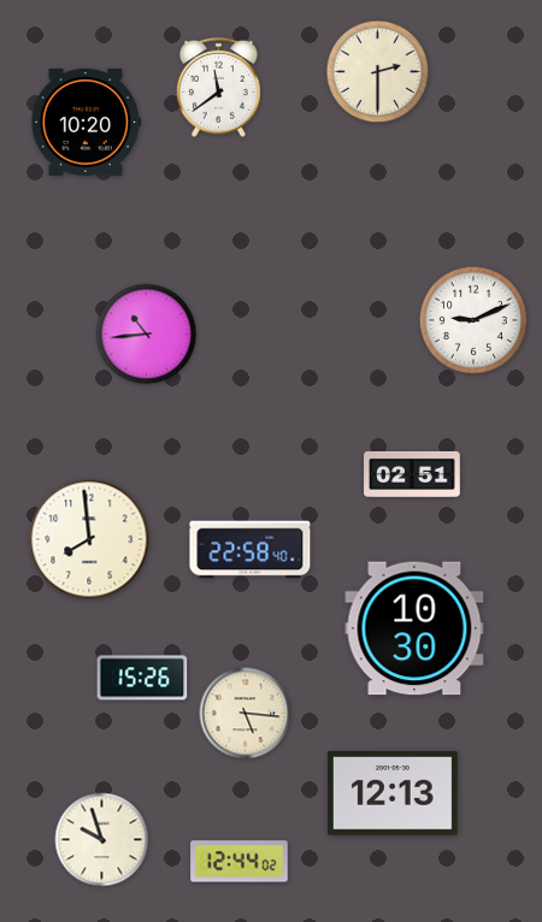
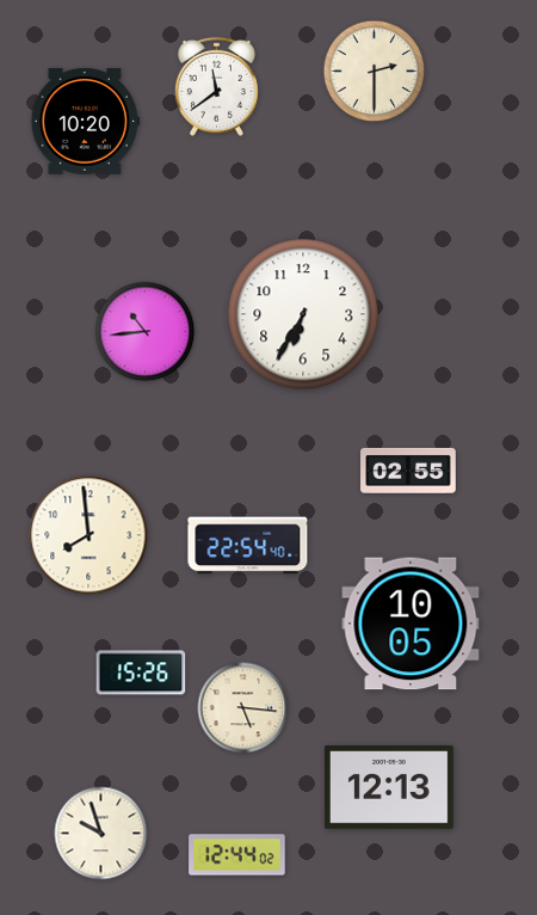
clock at (303, 314): none -> 6:35
clock at (473, 320): 9:11 -> none
clock at (412, 474): 02:51 -> 02:55
clock at (251, 550): 22:58 -> 22:54
clock at (414, 628): 10:30 -> 10:05
